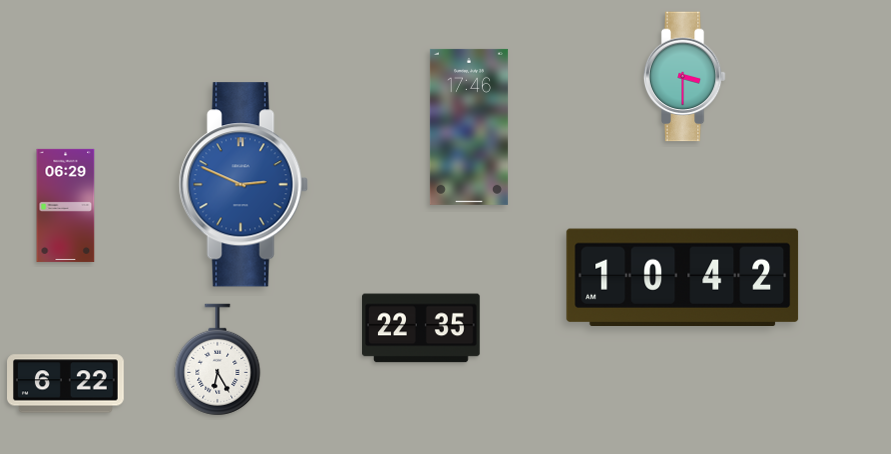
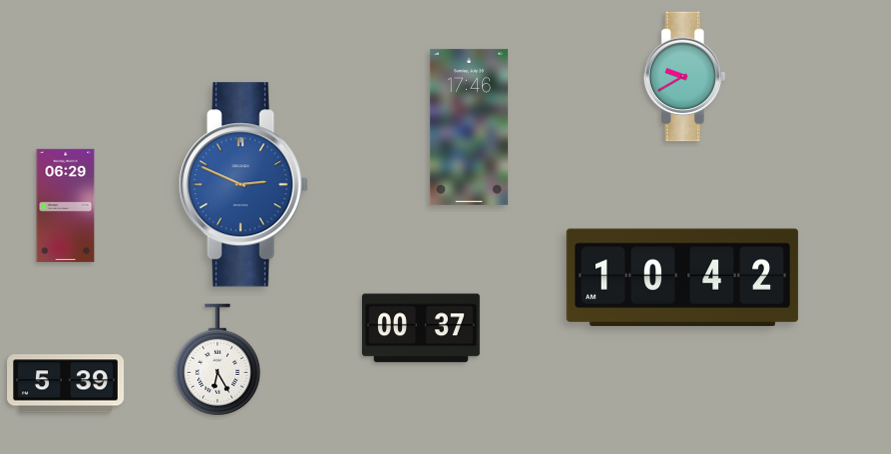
clock at (684, 77): 3:30 -> 9:40
clock at (421, 328): 22:35 -> 00:37
clock at (66, 384): 6:22 -> 5:39
